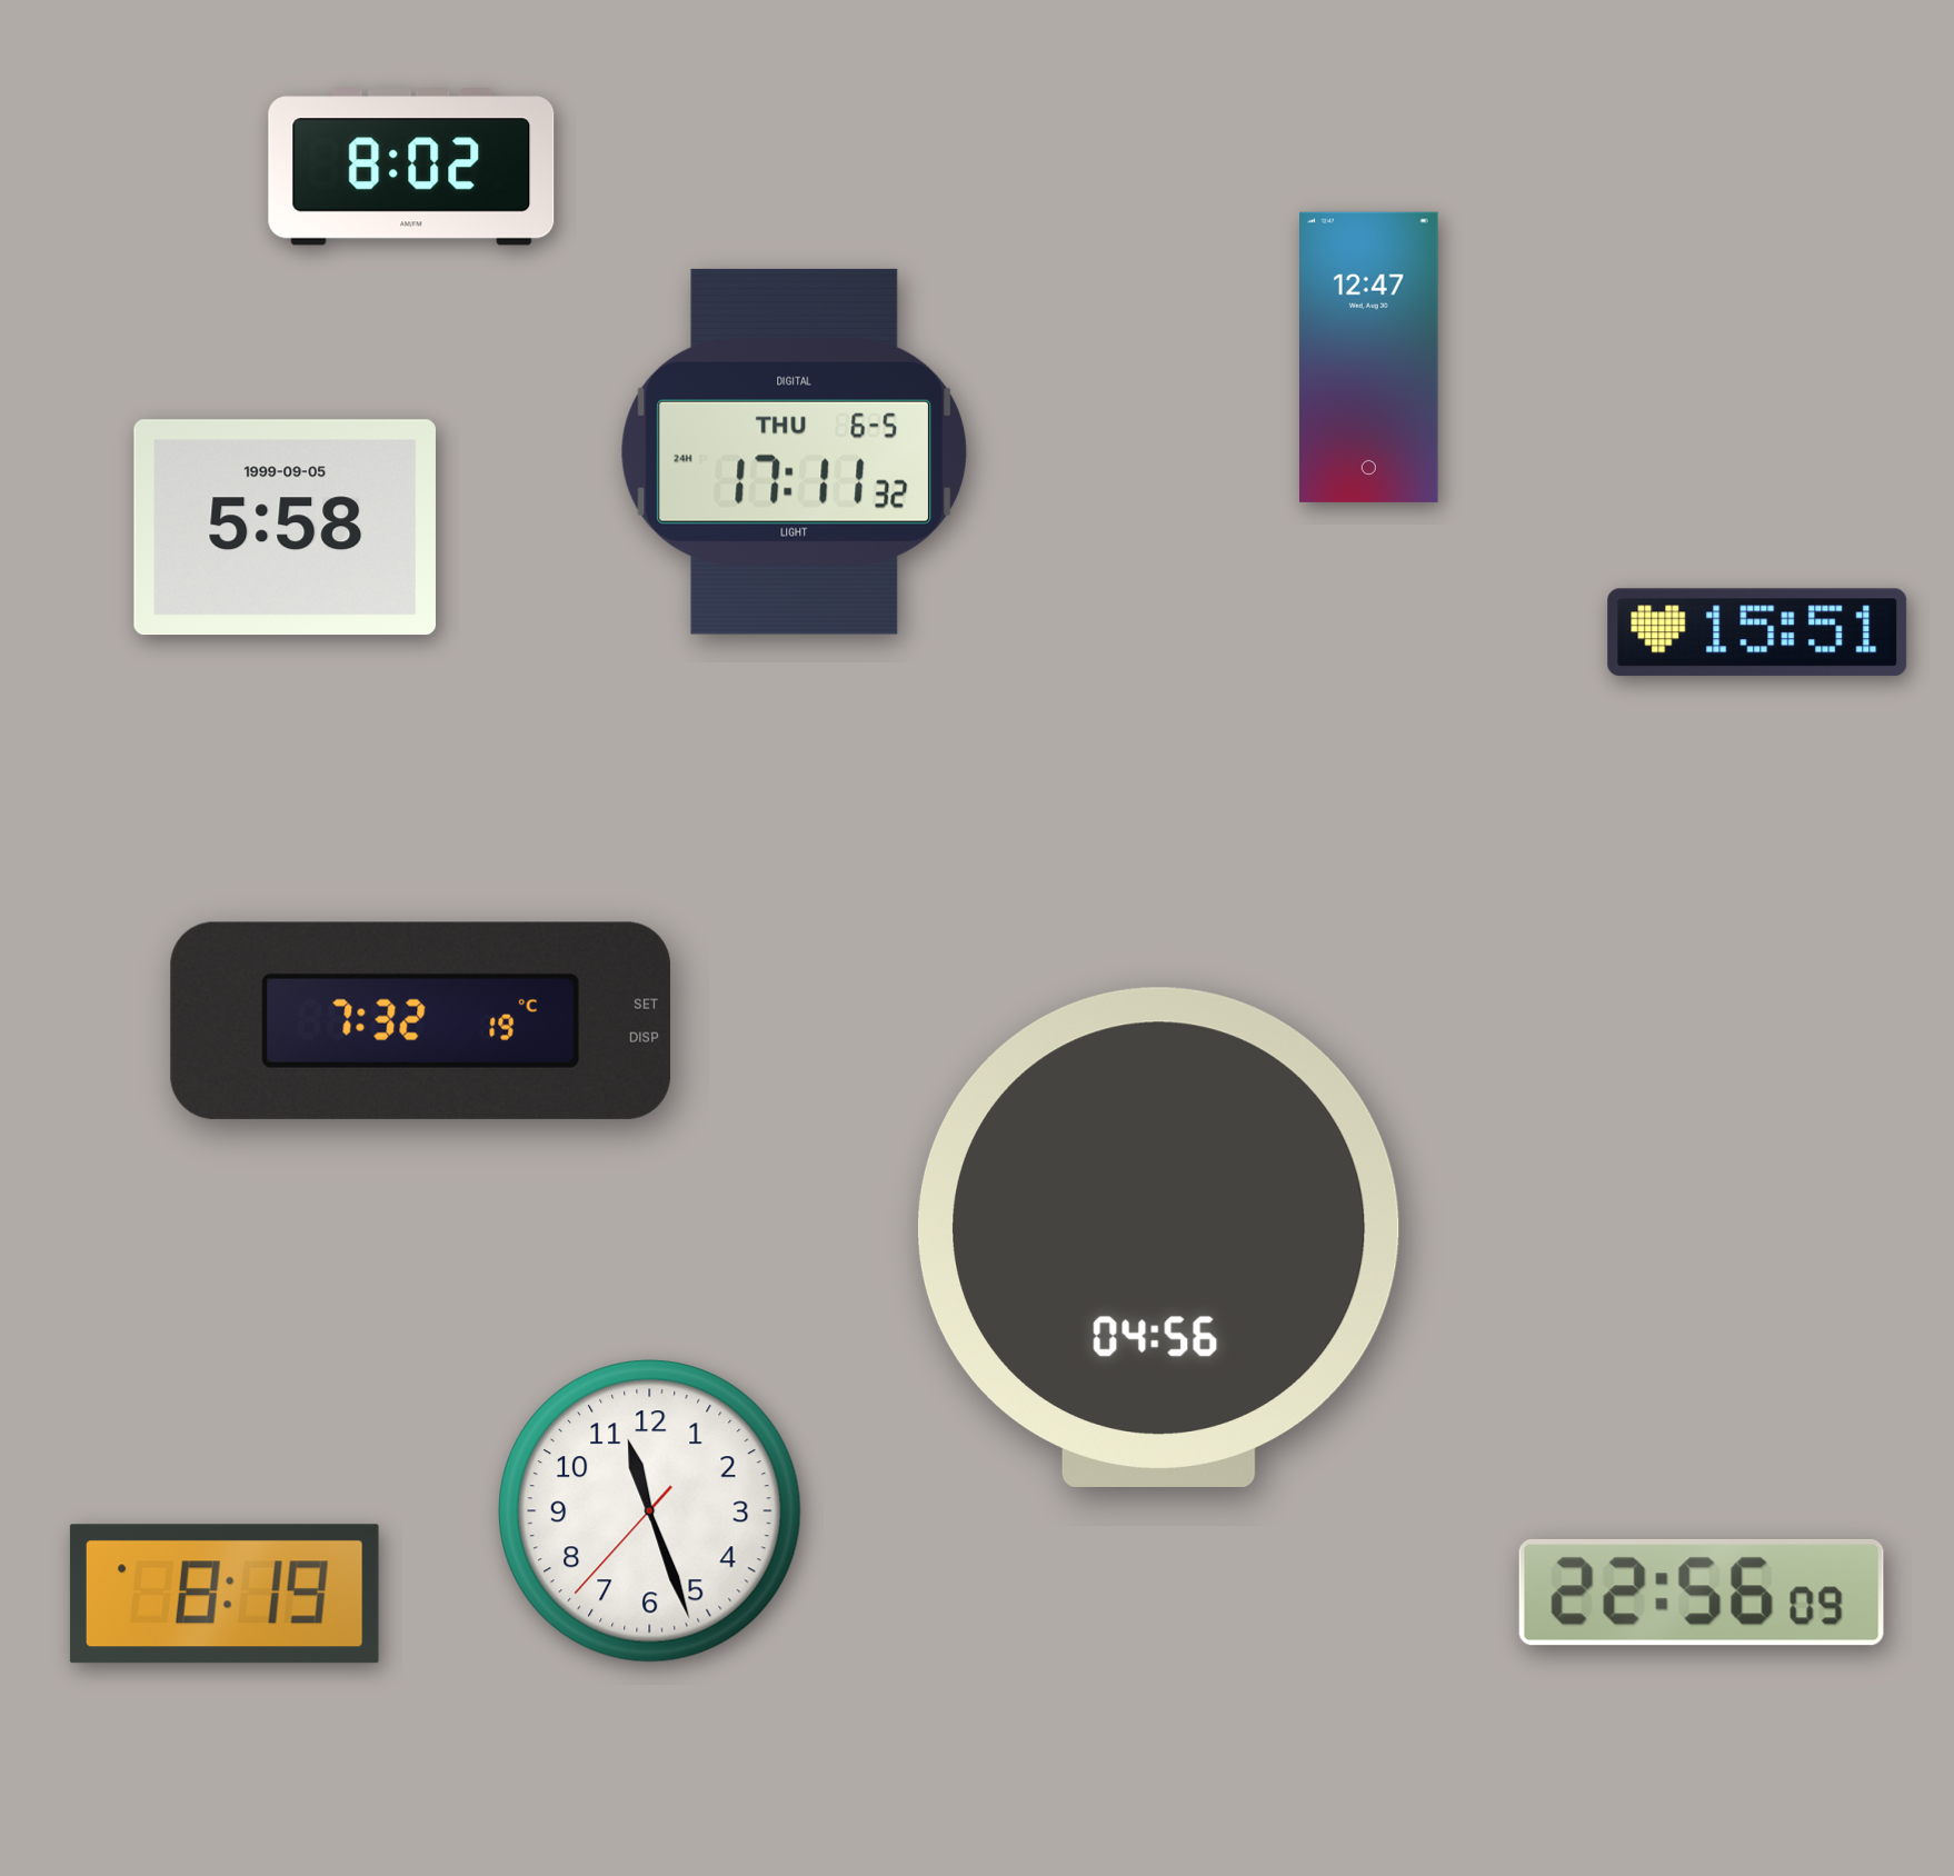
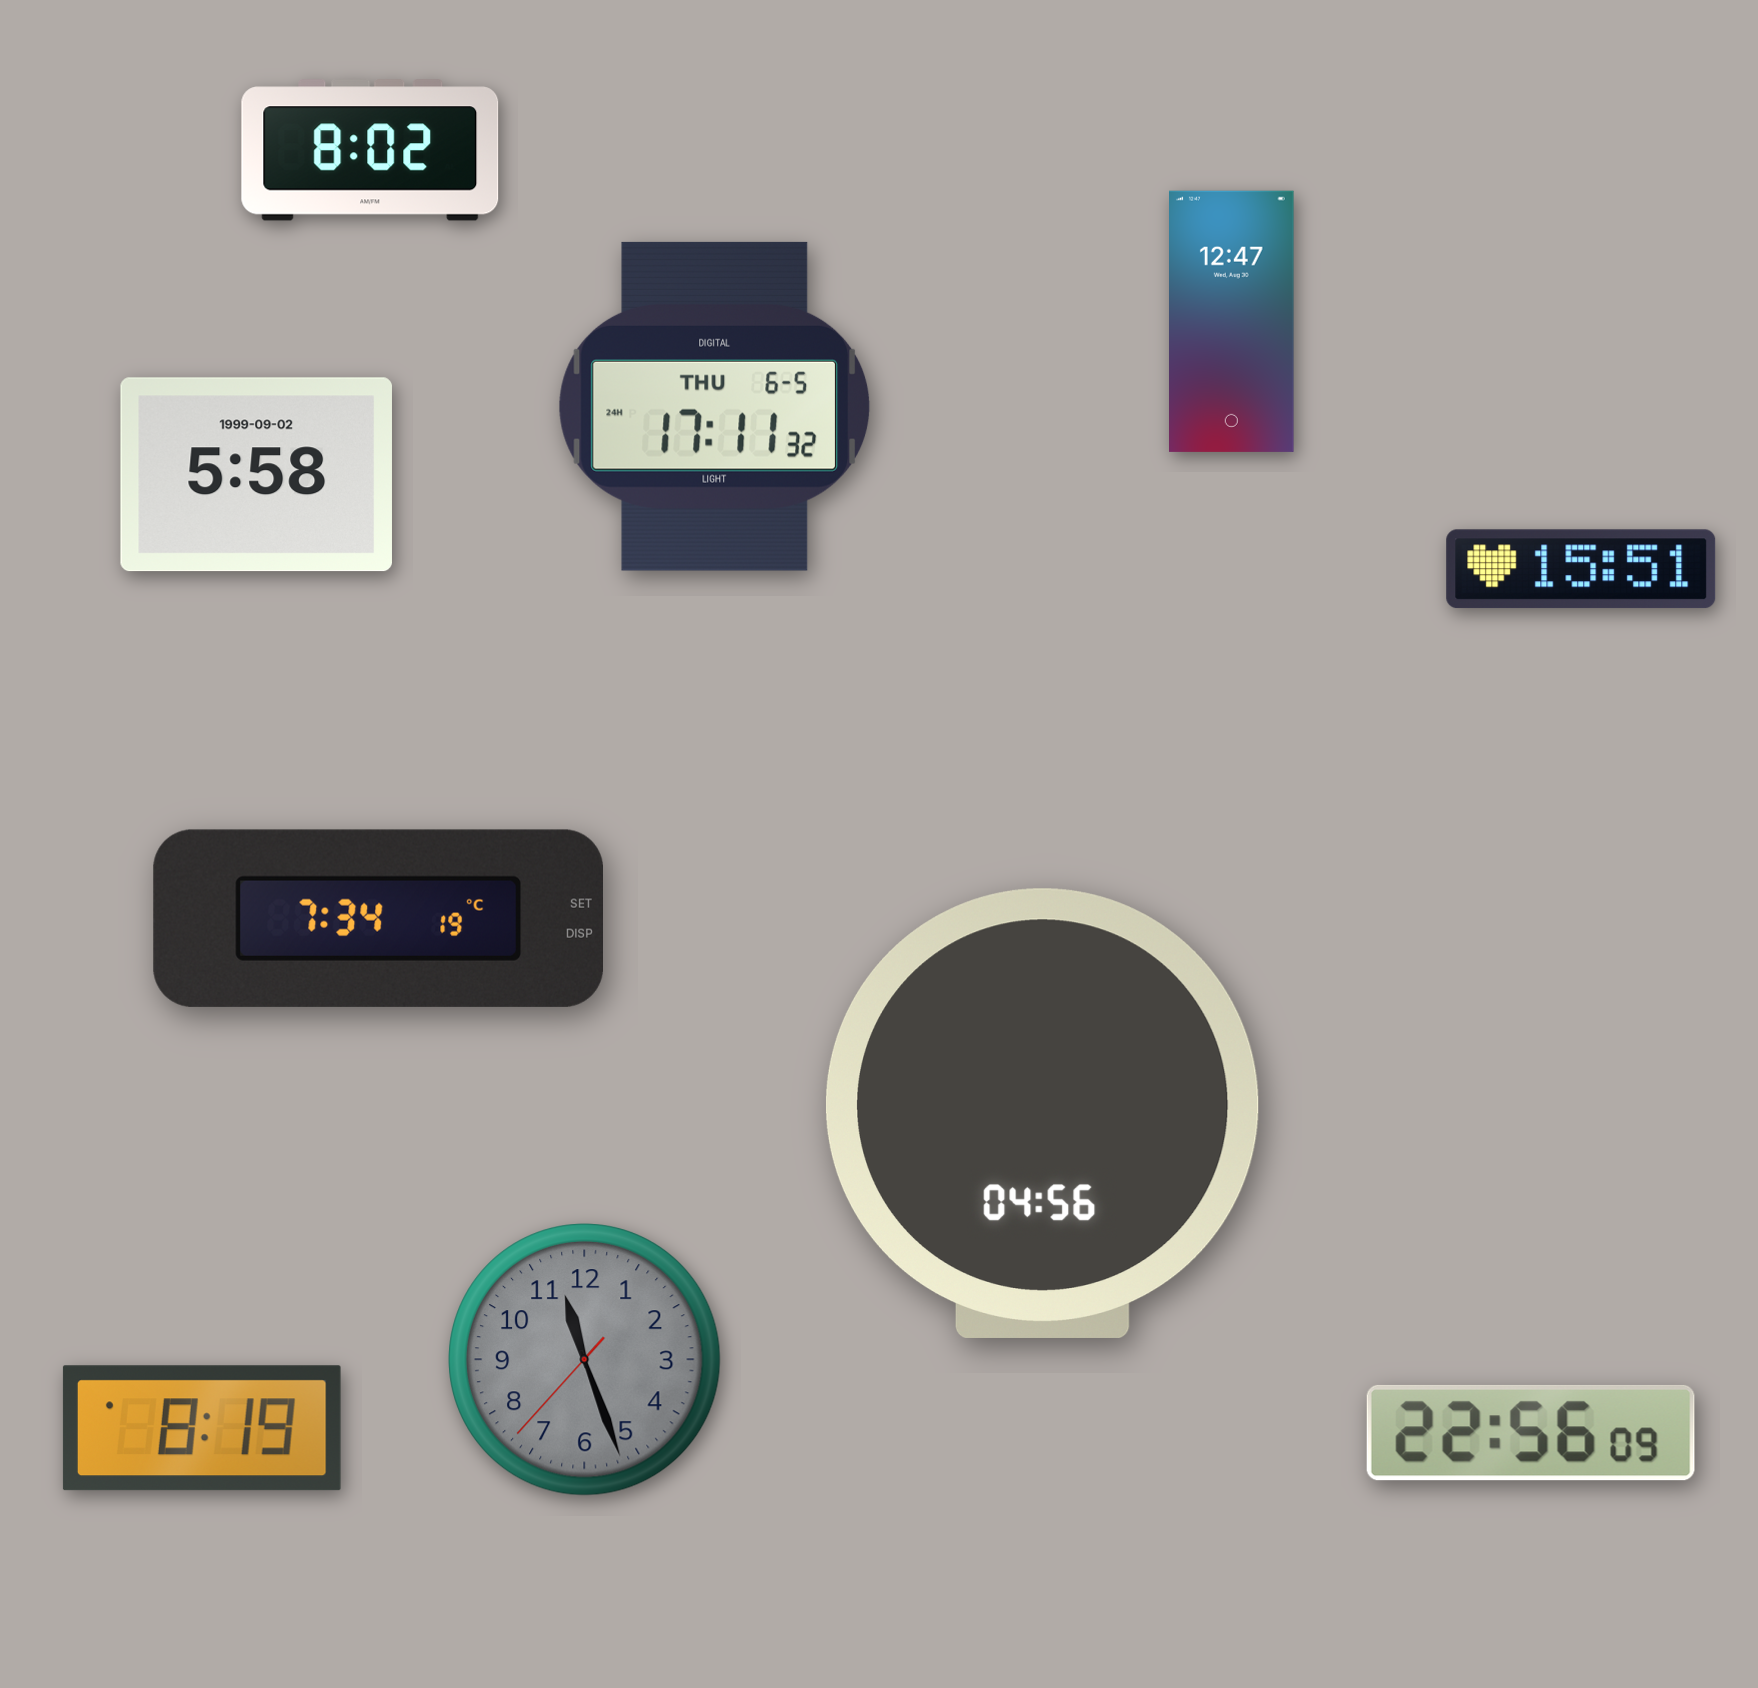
clock at (285, 528) date: 1999-09-05 -> 1999-09-02
clock at (420, 1020): 7:32 -> 7:34
clock at (650, 1511) dial: white -> grey
clock at (225, 1594) position: (225, 1594) -> (202, 1428)
